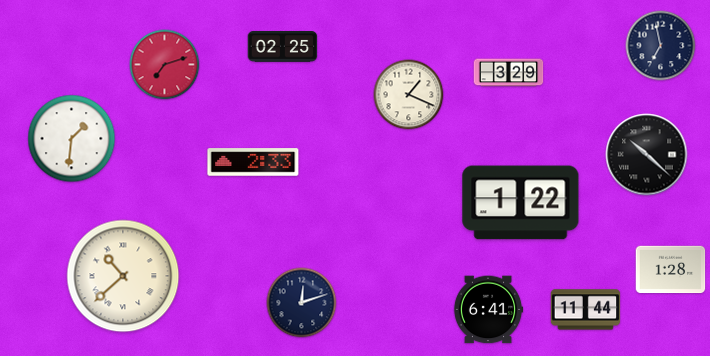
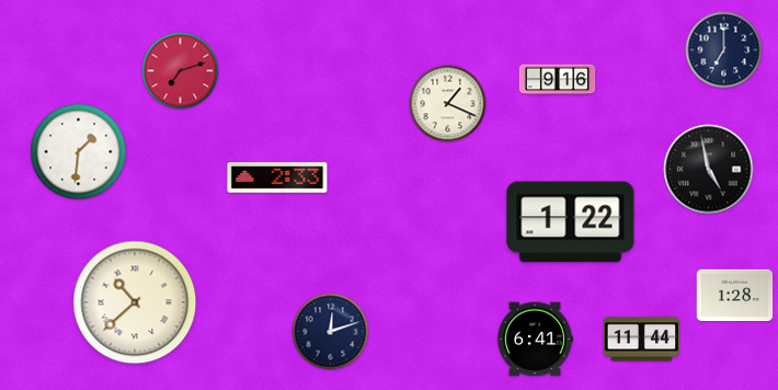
clock at (661, 46): 6:58 -> 7:00
clock at (283, 47): 02:25 -> none
clock at (509, 73): 3:29 -> 9:16
clock at (647, 155): 10:22 -> 4:58
